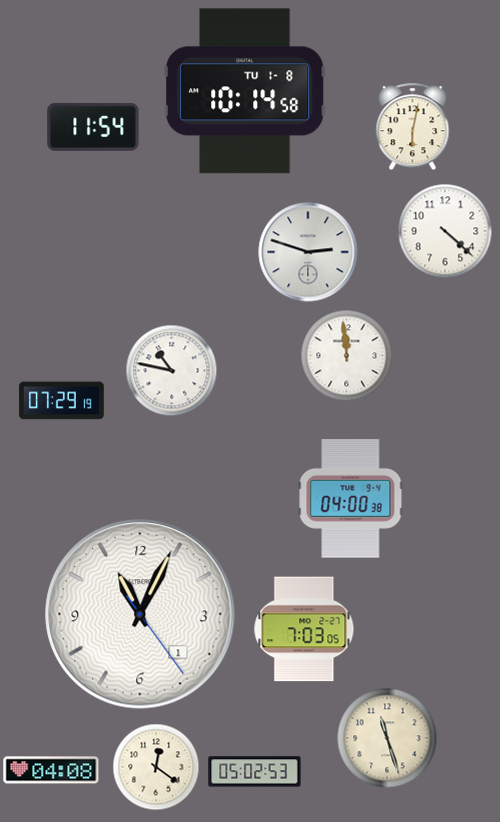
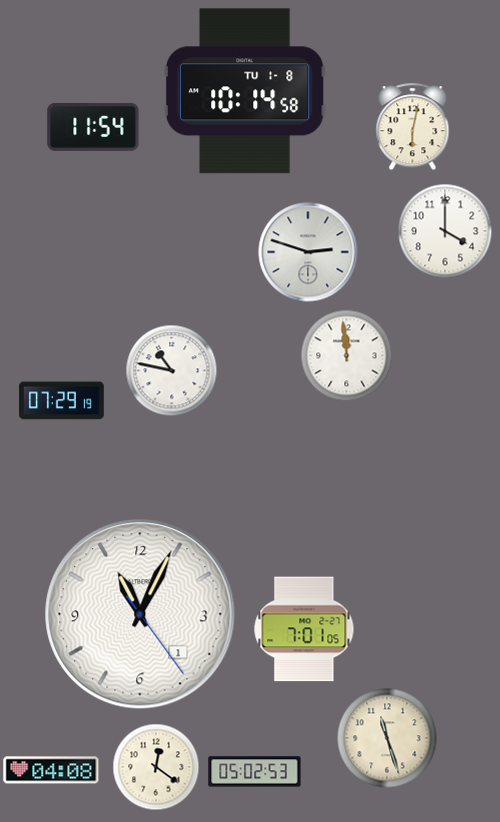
clock at (445, 231): 4:22 -> 4:00
clock at (351, 499): 04:00 -> none
clock at (304, 629): 7:03 -> 7:01
